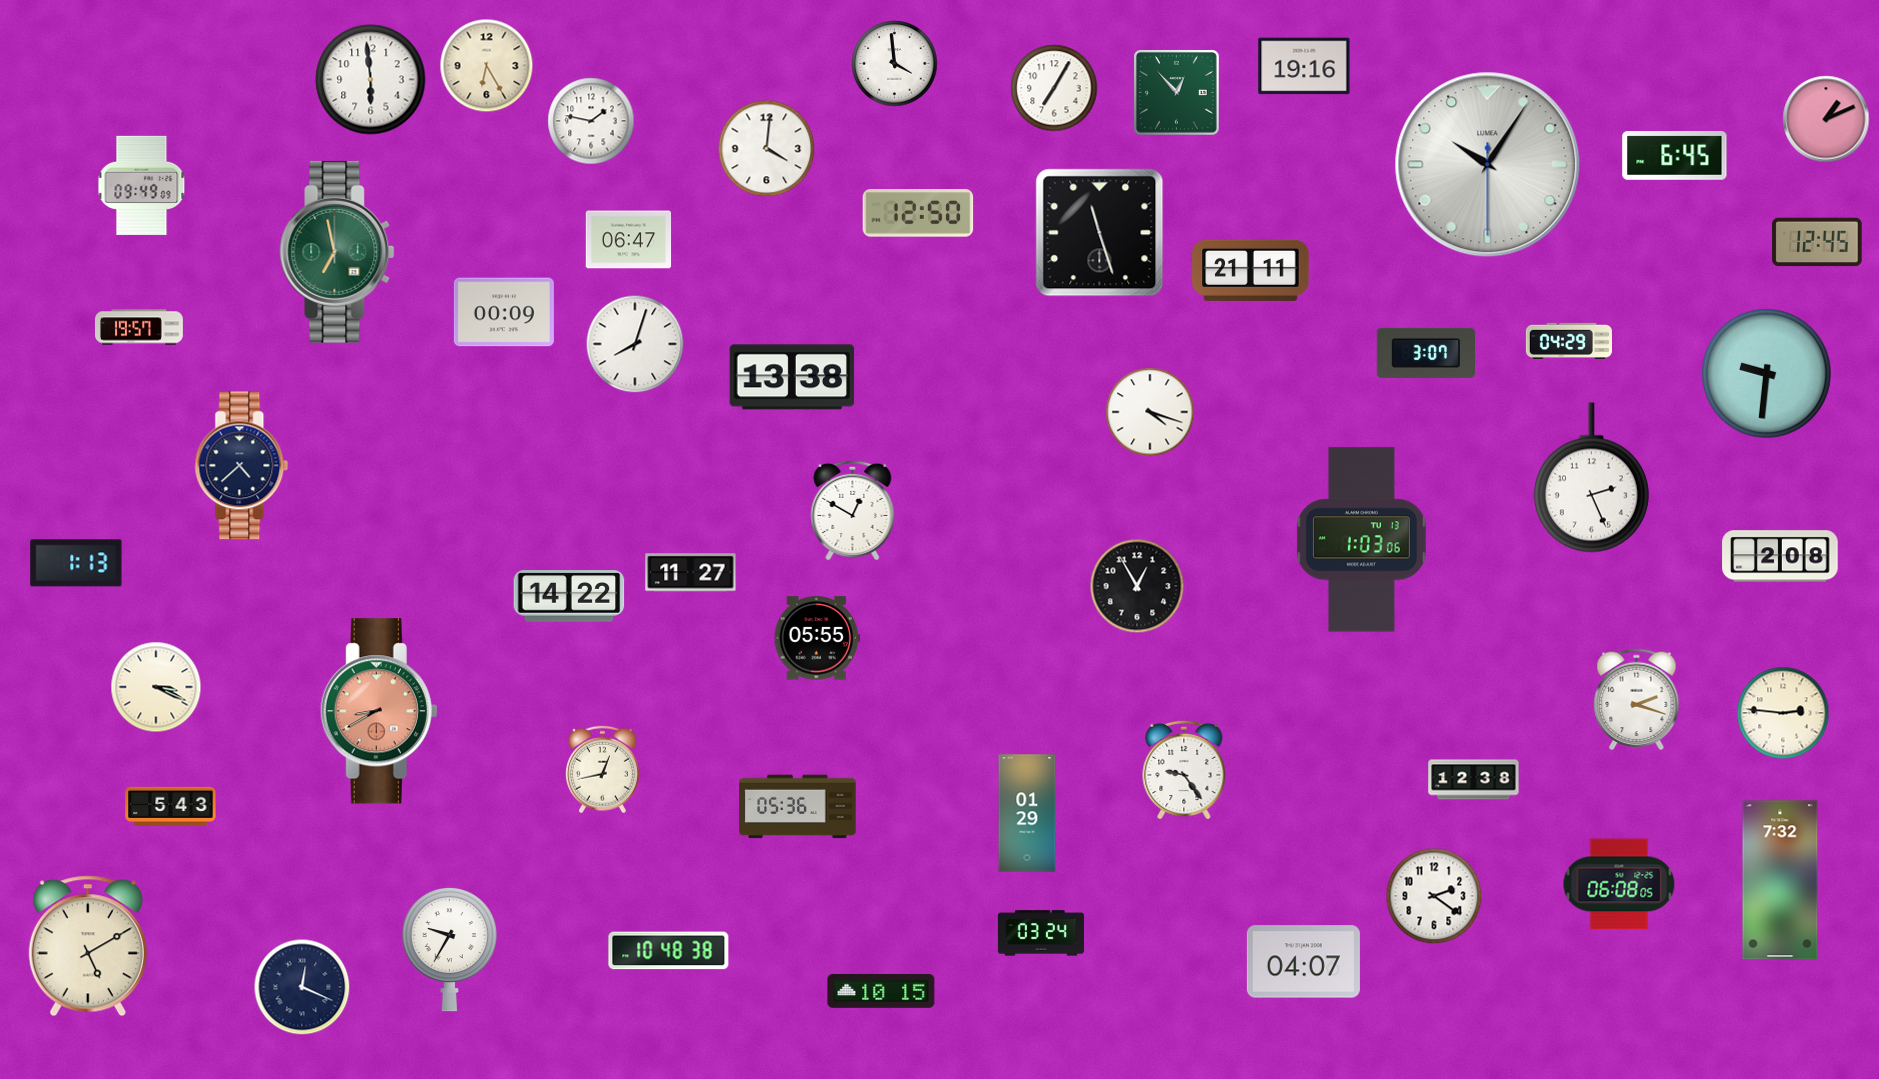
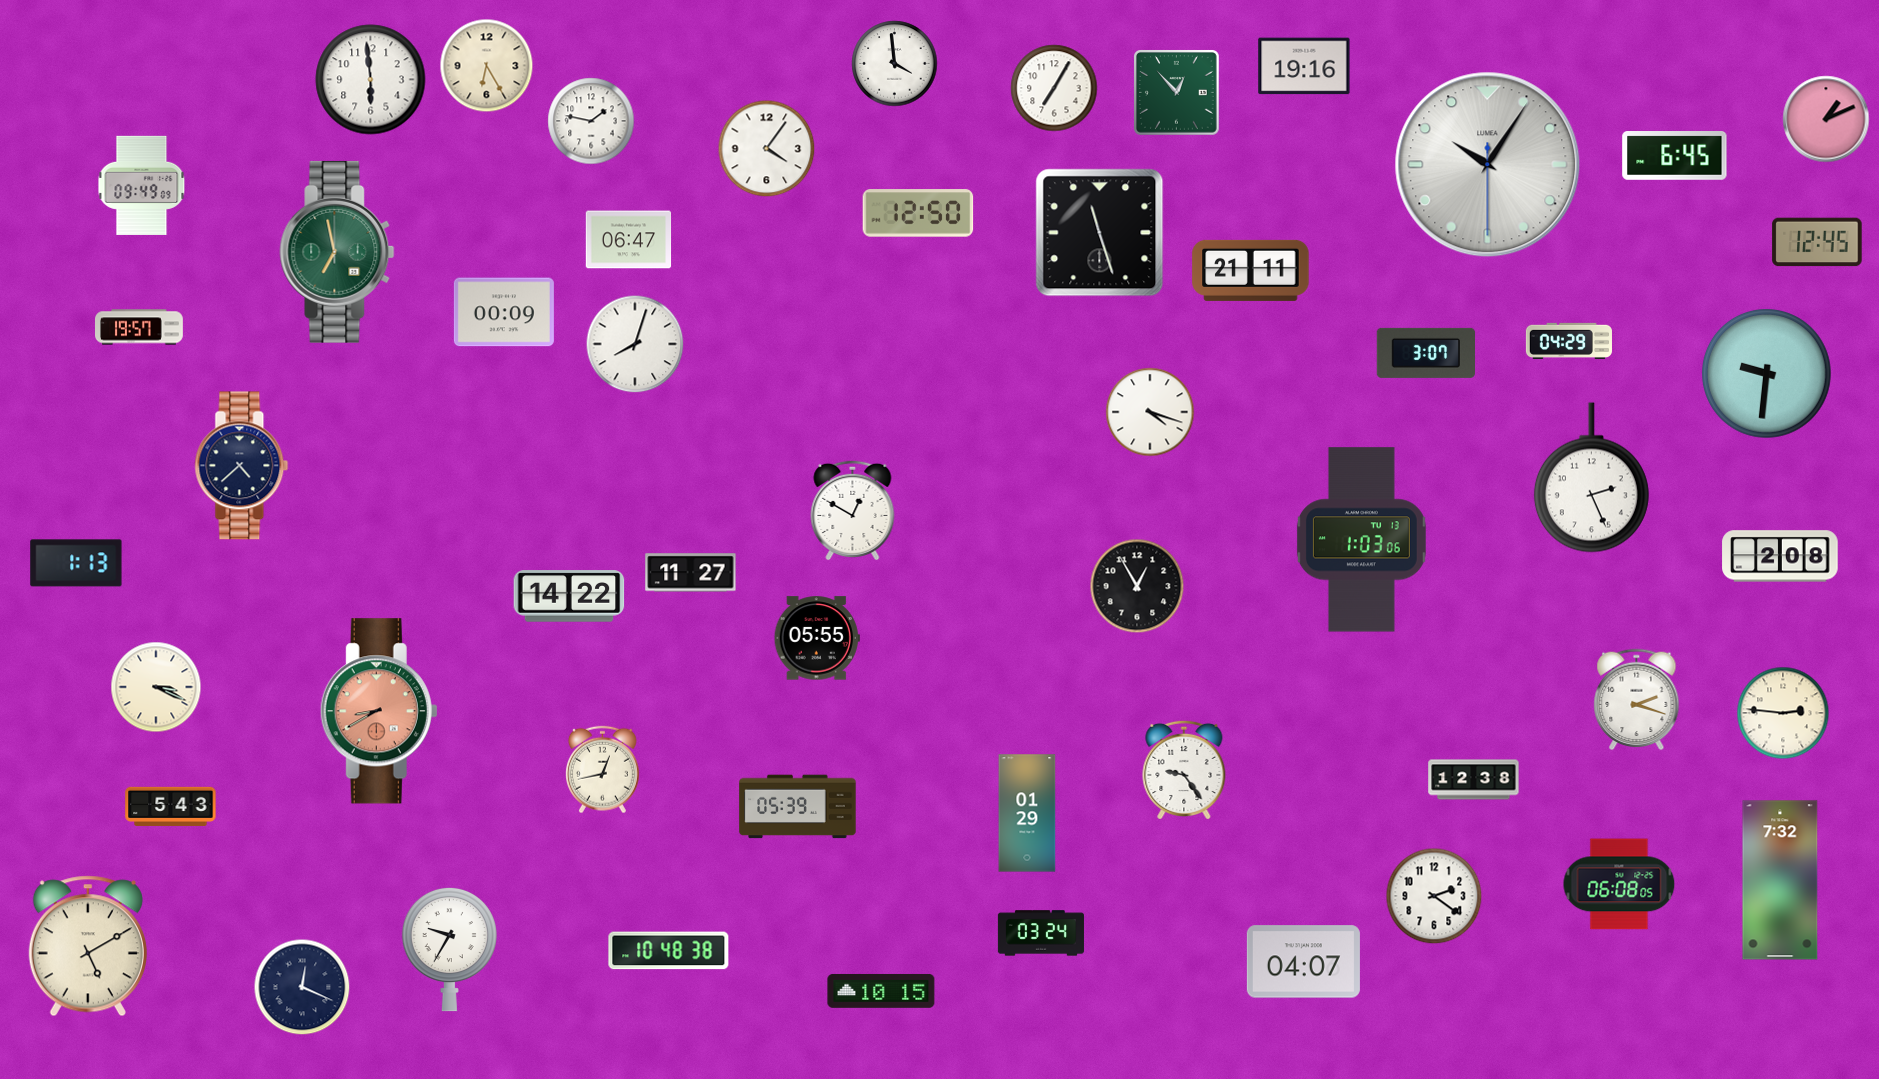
clock at (767, 149): 4:01 -> 4:06
clock at (792, 377): 13:38 -> none
clock at (798, 807): 05:36 -> 05:39
